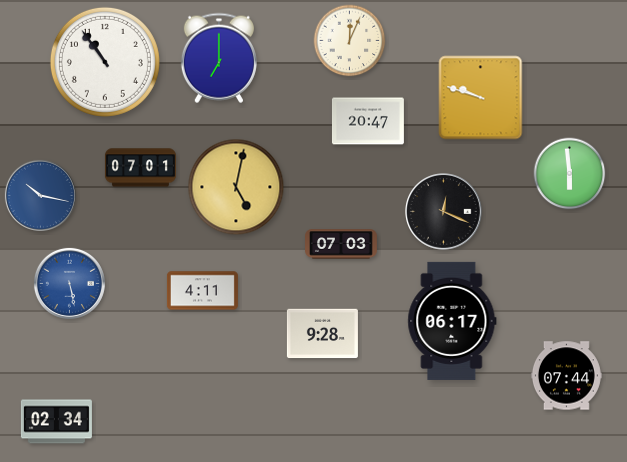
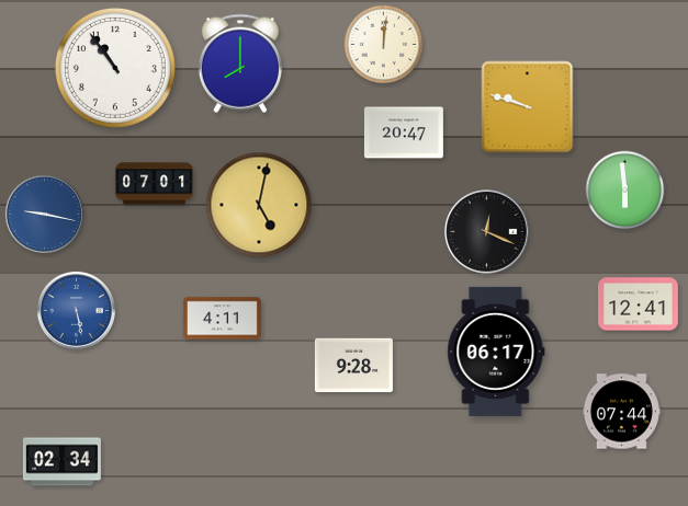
clock at (350, 41): 12:04 -> 12:01
clock at (219, 58): 7:00 -> 8:00
clock at (40, 195): 10:17 -> 9:17
clock at (342, 244): 07:03 -> none
clock at (639, 304): none -> 12:41
